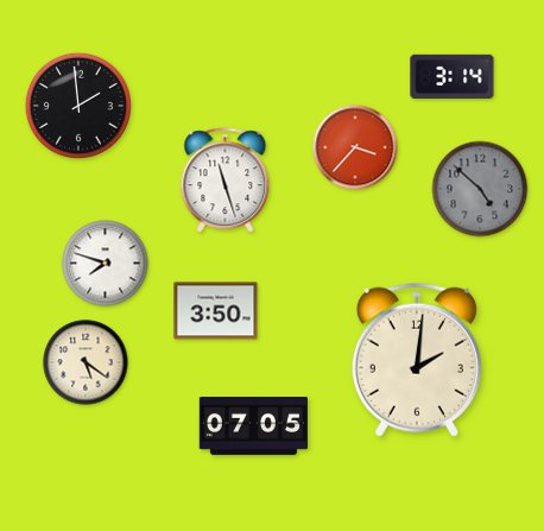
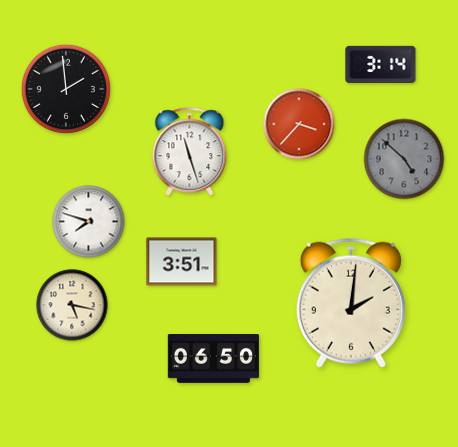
clock at (216, 311): 3:50 -> 3:51
clock at (86, 362): 5:21 -> 5:17
clock at (254, 426): 07:05 -> 06:50
